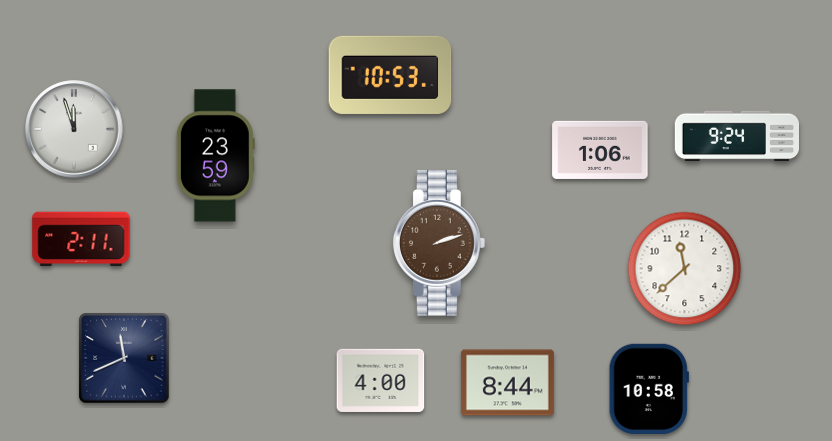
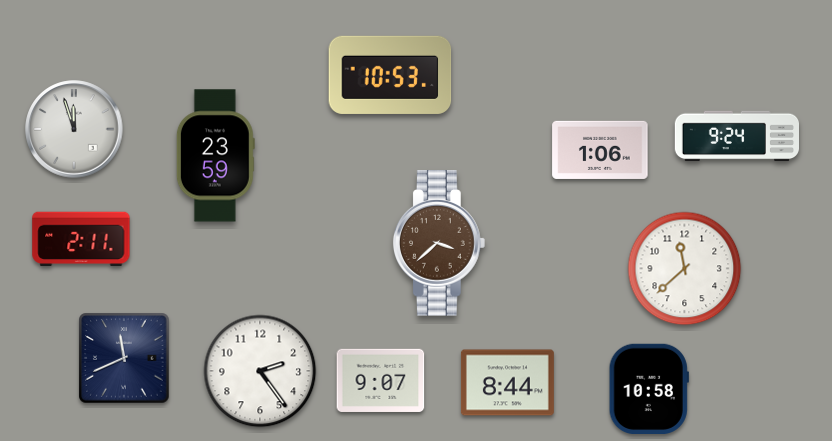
clock at (439, 243): 2:12 -> 3:38
clock at (260, 371): none -> 2:24
clock at (381, 380): 4:00 -> 9:07
